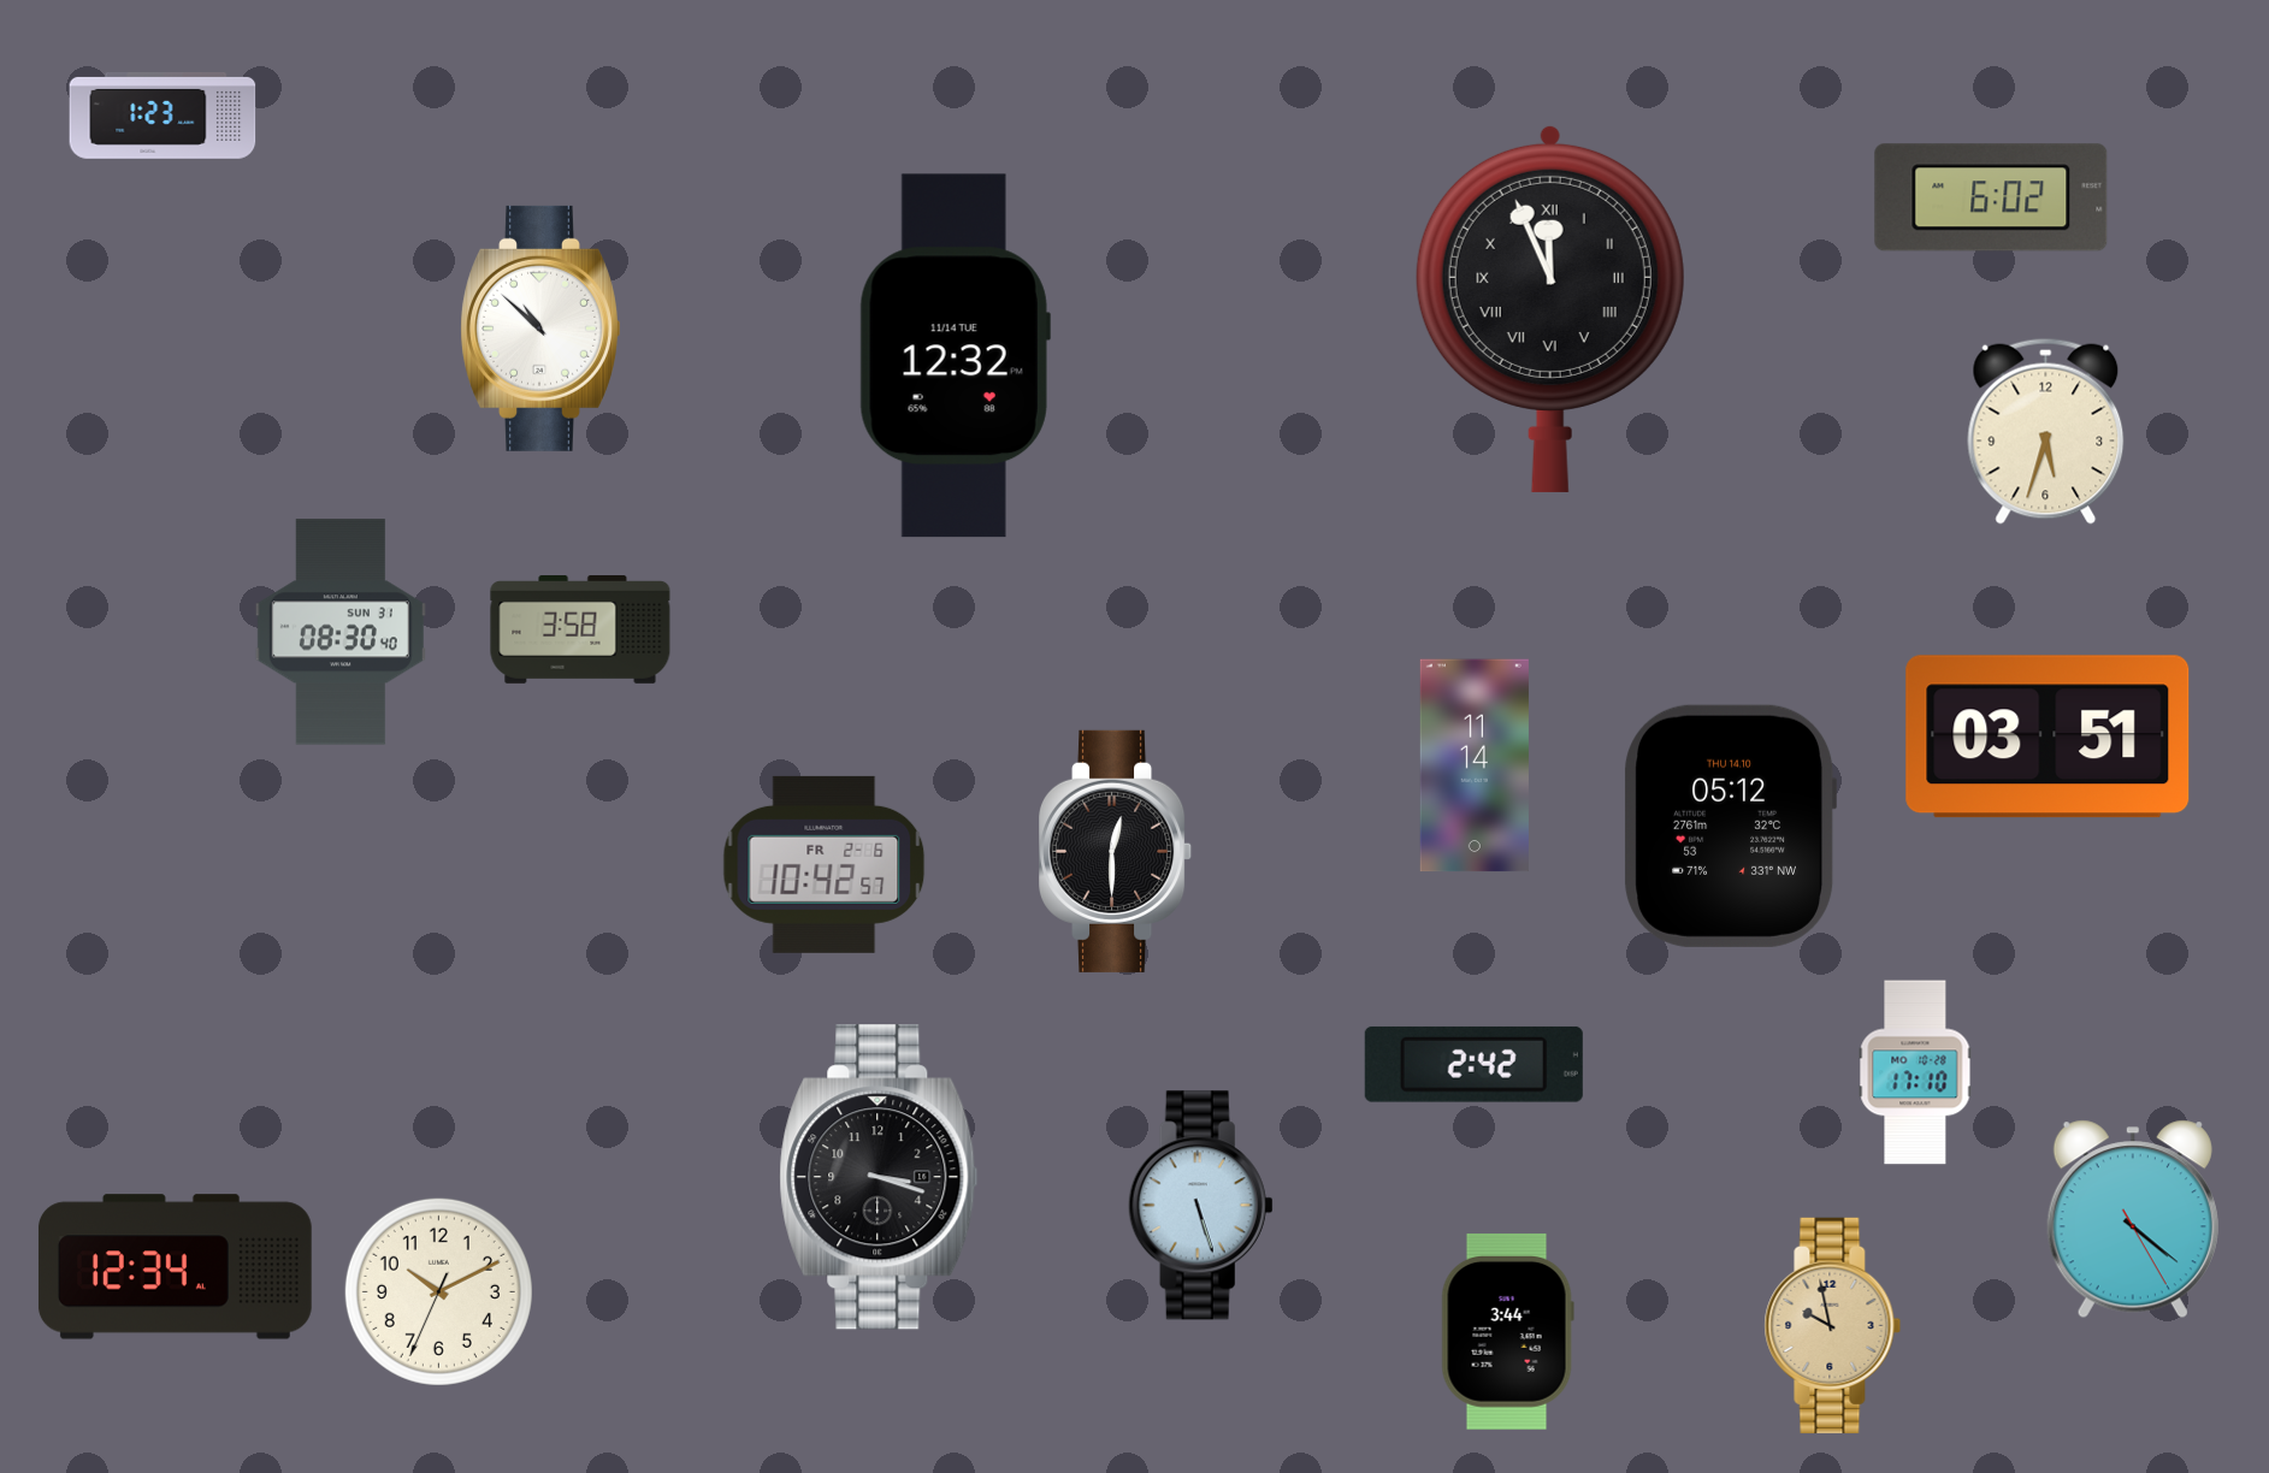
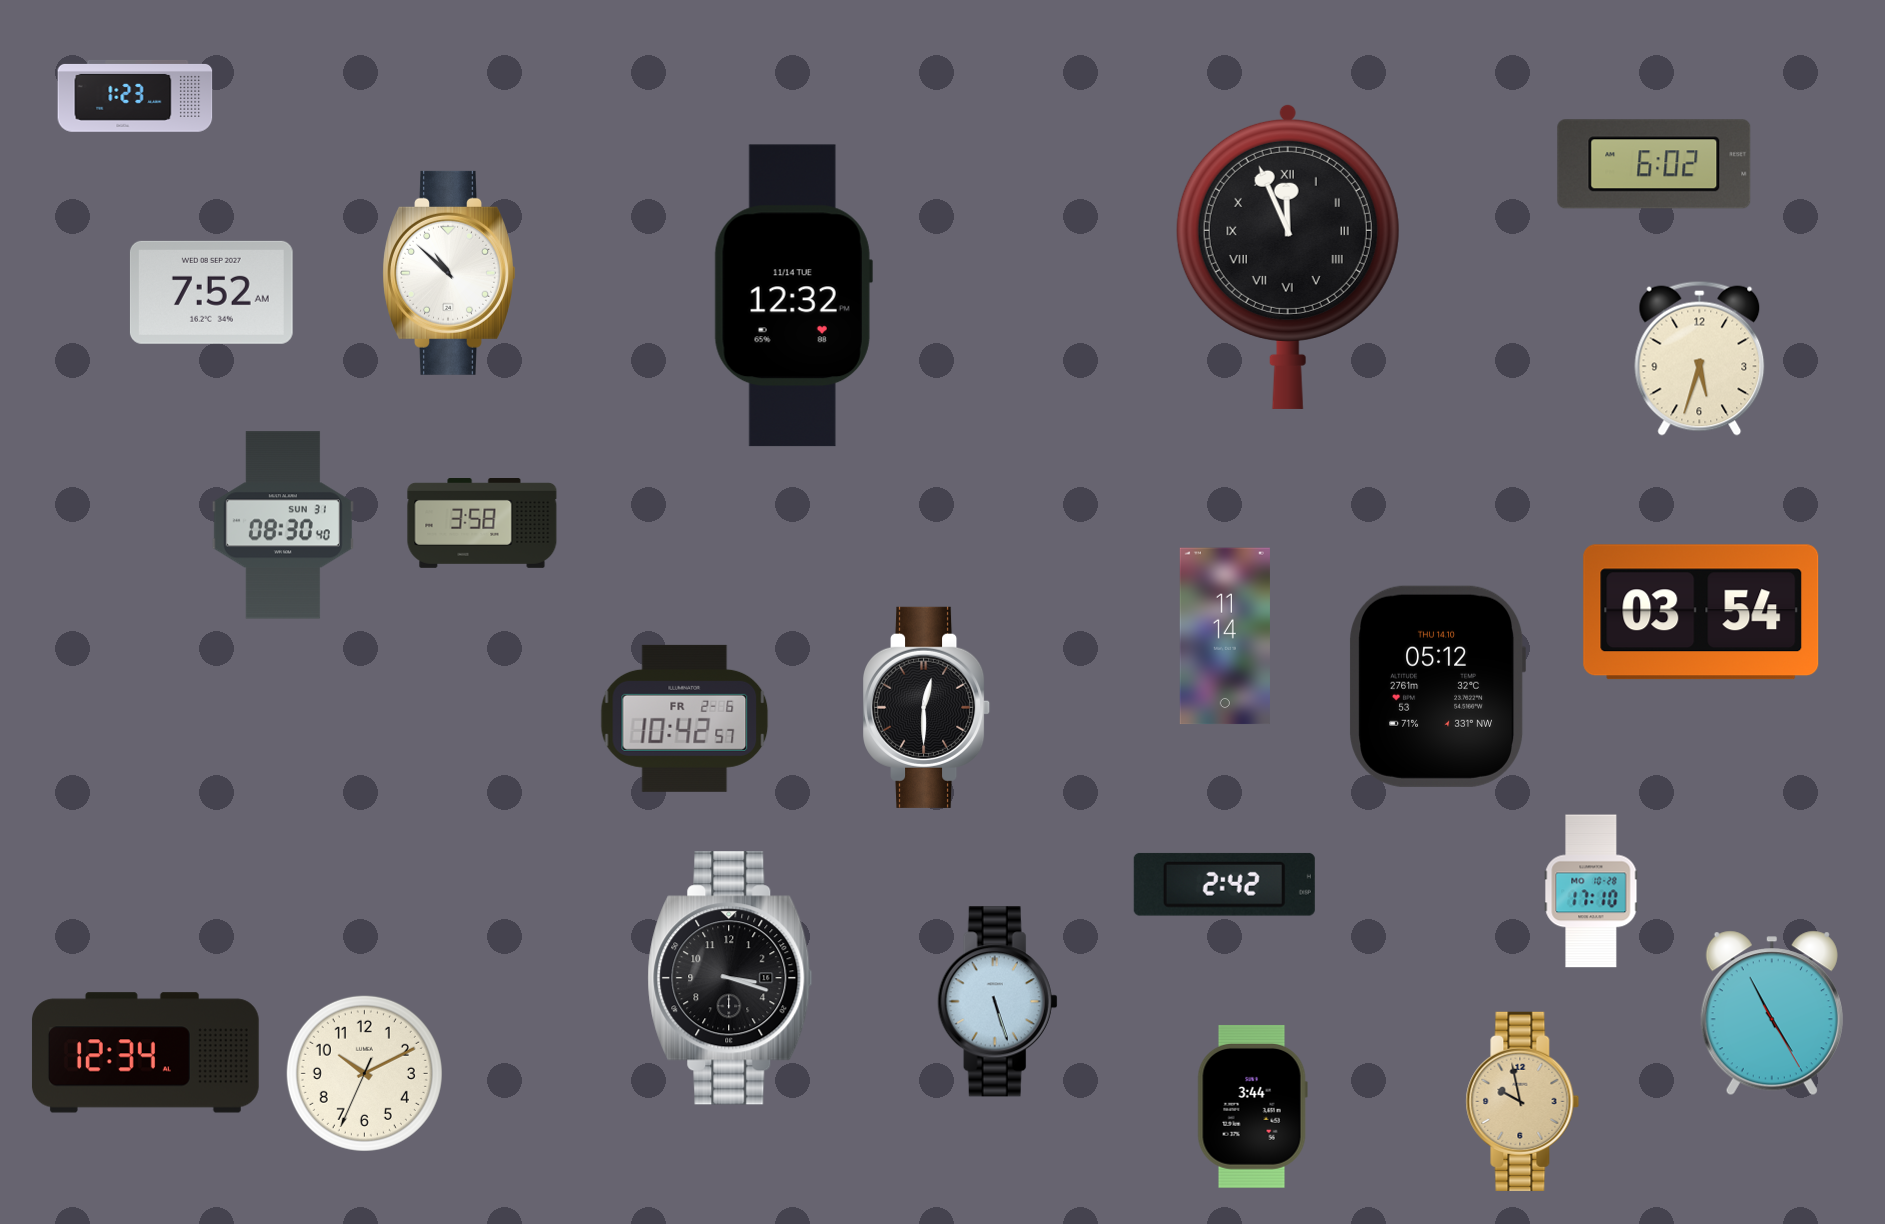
clock at (211, 292): none -> 7:52
clock at (2048, 736): 03:51 -> 03:54
clock at (2133, 1219): 4:21 -> 4:55
